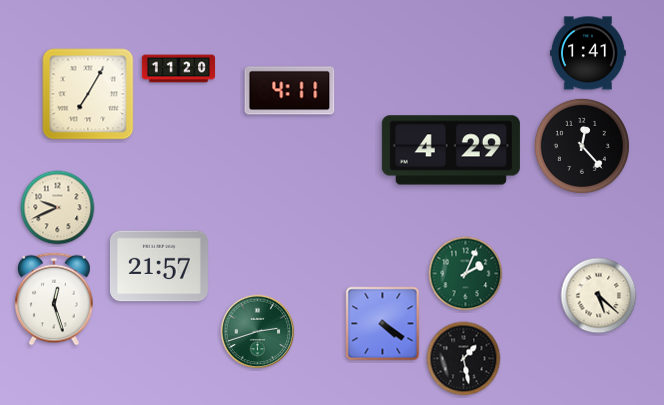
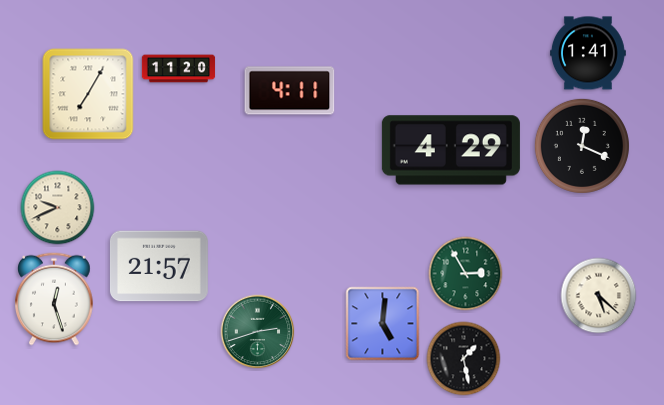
clock at (582, 146): 12:23 -> 12:19
clock at (466, 274): 2:04 -> 2:55
clock at (383, 324): 4:21 -> 5:01
